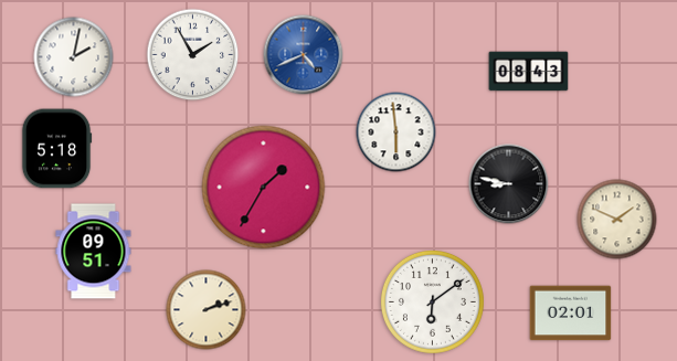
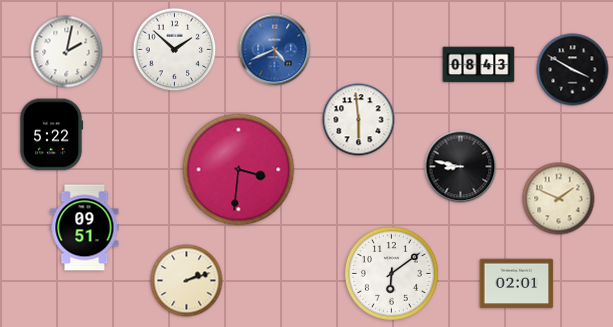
clock at (193, 55): 1:55 -> 1:52
clock at (573, 70): none -> 3:50
clock at (56, 149): 5:18 -> 5:22
clock at (264, 188): 1:35 -> 3:31
